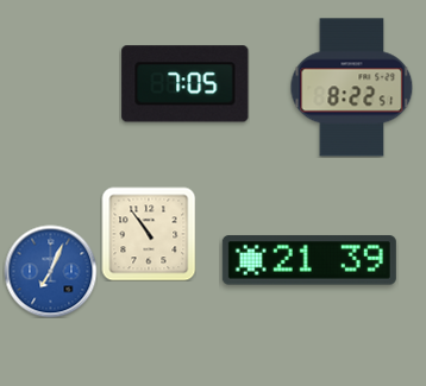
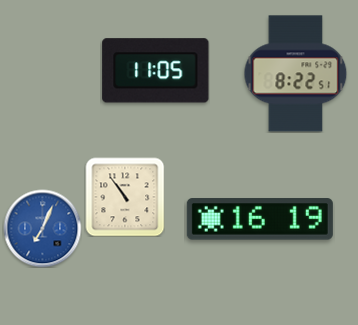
clock at (186, 84): 7:05 -> 11:05
clock at (309, 260): 21:39 -> 16:19
